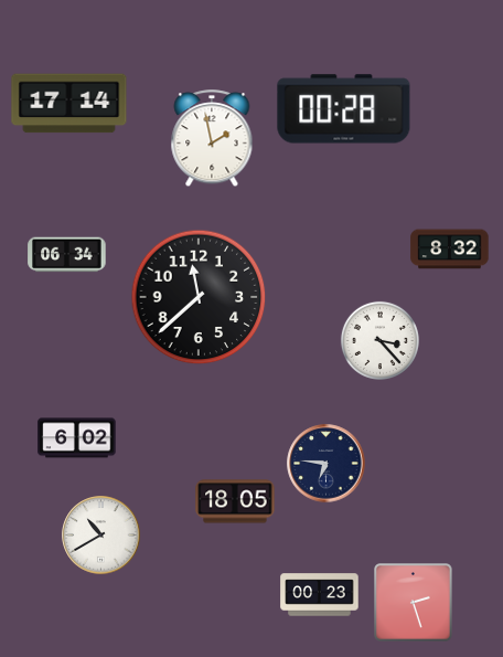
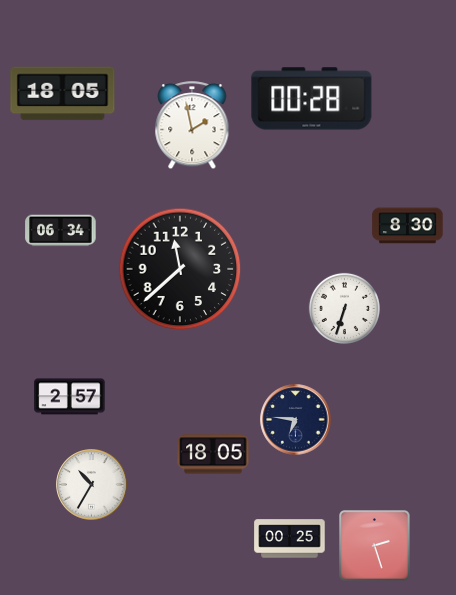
clock at (69, 104): 17:14 -> 18:05
clock at (450, 250): 8:32 -> 8:30
clock at (379, 340): 3:23 -> 6:33
clock at (77, 438): 6:02 -> 2:57
clock at (101, 536): 10:40 -> 10:35
clock at (320, 595): 00:23 -> 00:25
